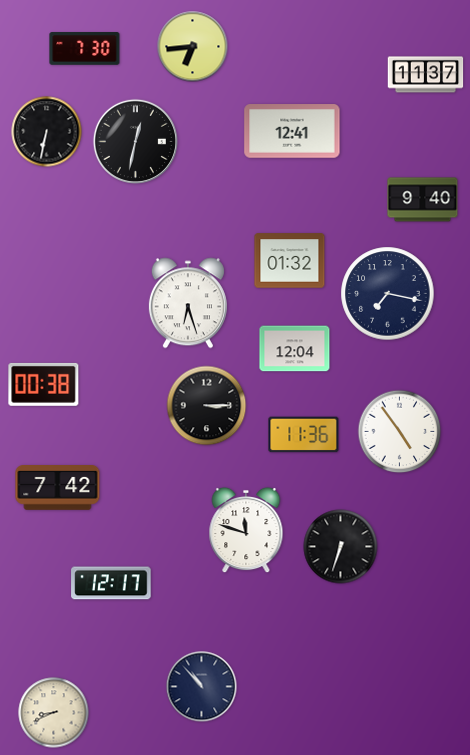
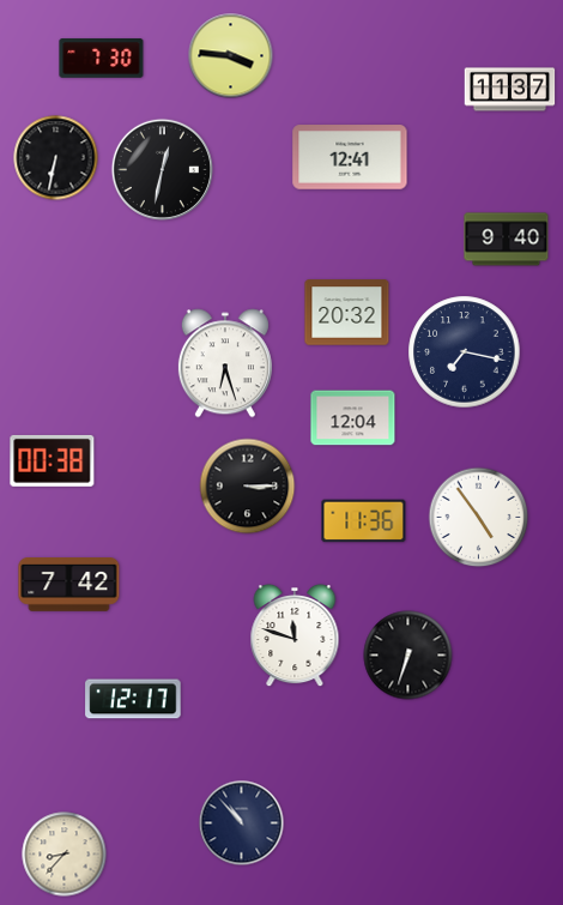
clock at (193, 47): 6:44 -> 3:46
clock at (290, 261): 01:32 -> 20:32
clock at (54, 713): 8:41 -> 8:37
